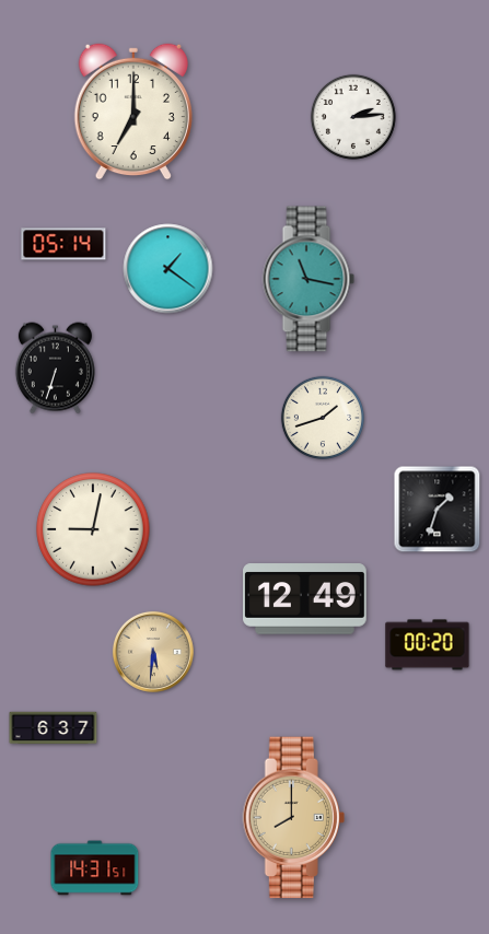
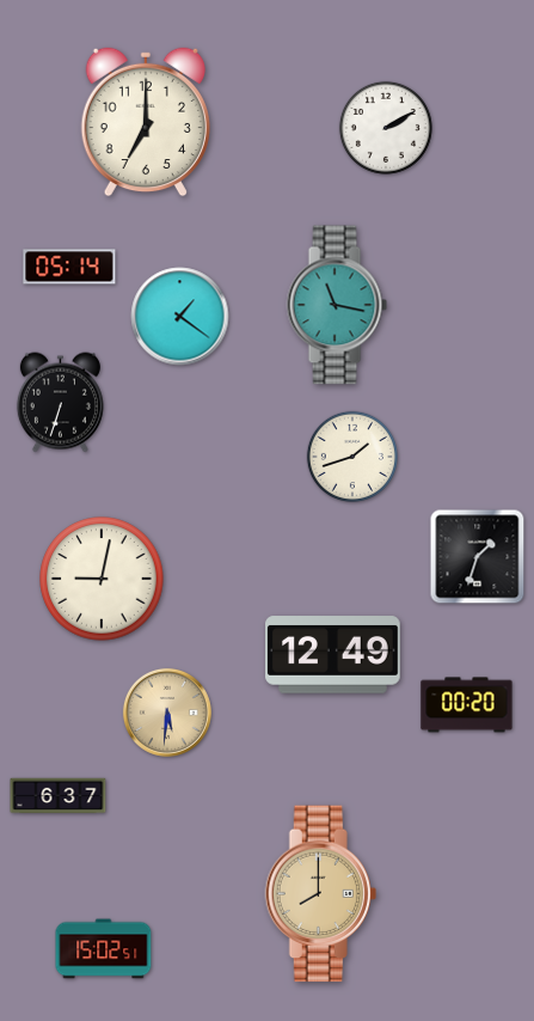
clock at (353, 117): 2:14 -> 2:10
clock at (168, 269) position: (168, 269) -> (180, 317)
clock at (95, 868): 14:31 -> 15:02
